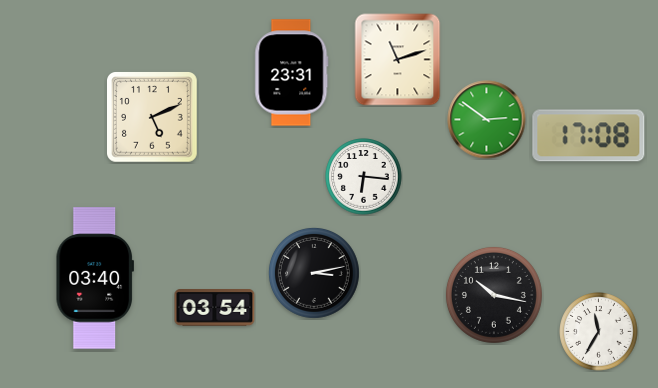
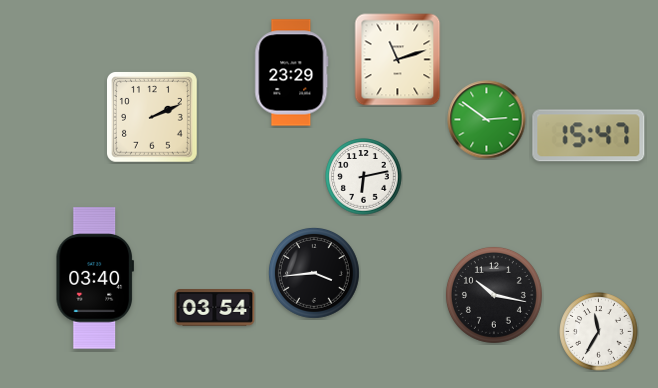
clock at (292, 73): 23:31 -> 23:29
clock at (153, 118): 5:11 -> 2:11
clock at (589, 136): 17:08 -> 15:47
clock at (364, 177): 6:16 -> 6:13
clock at (314, 273): 3:13 -> 3:44
